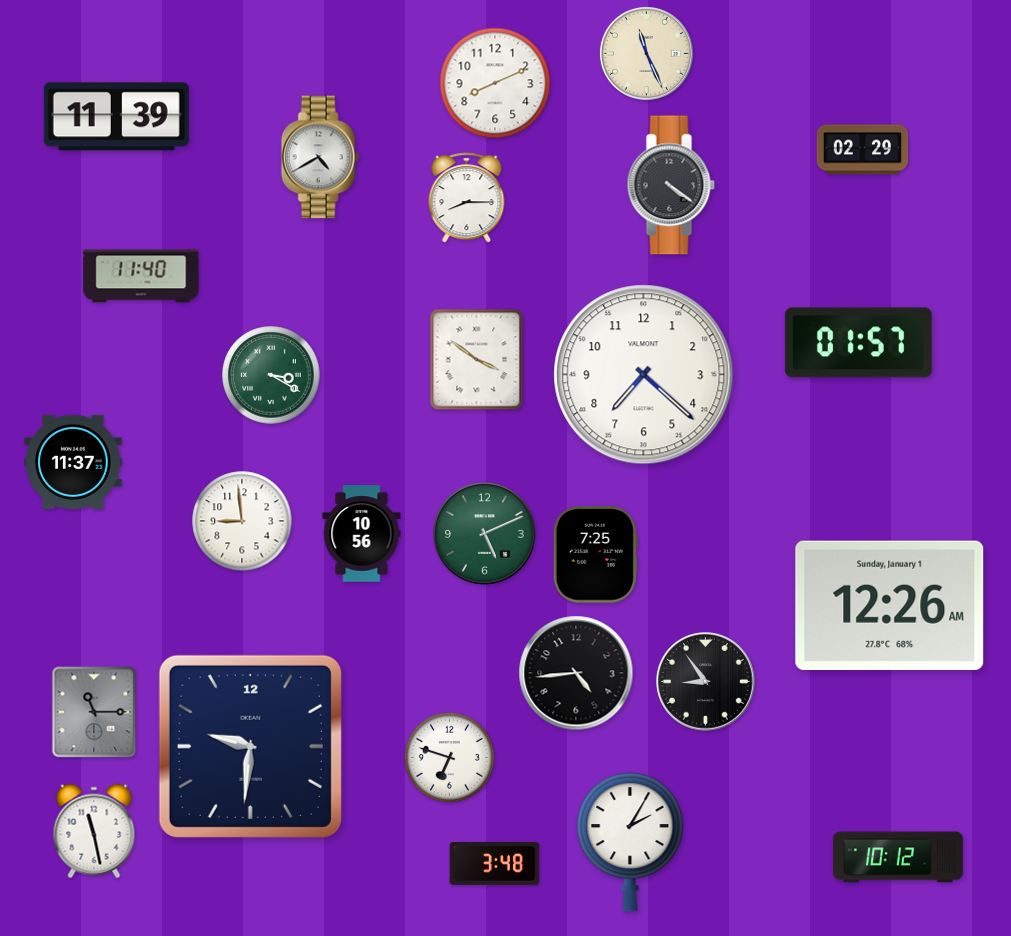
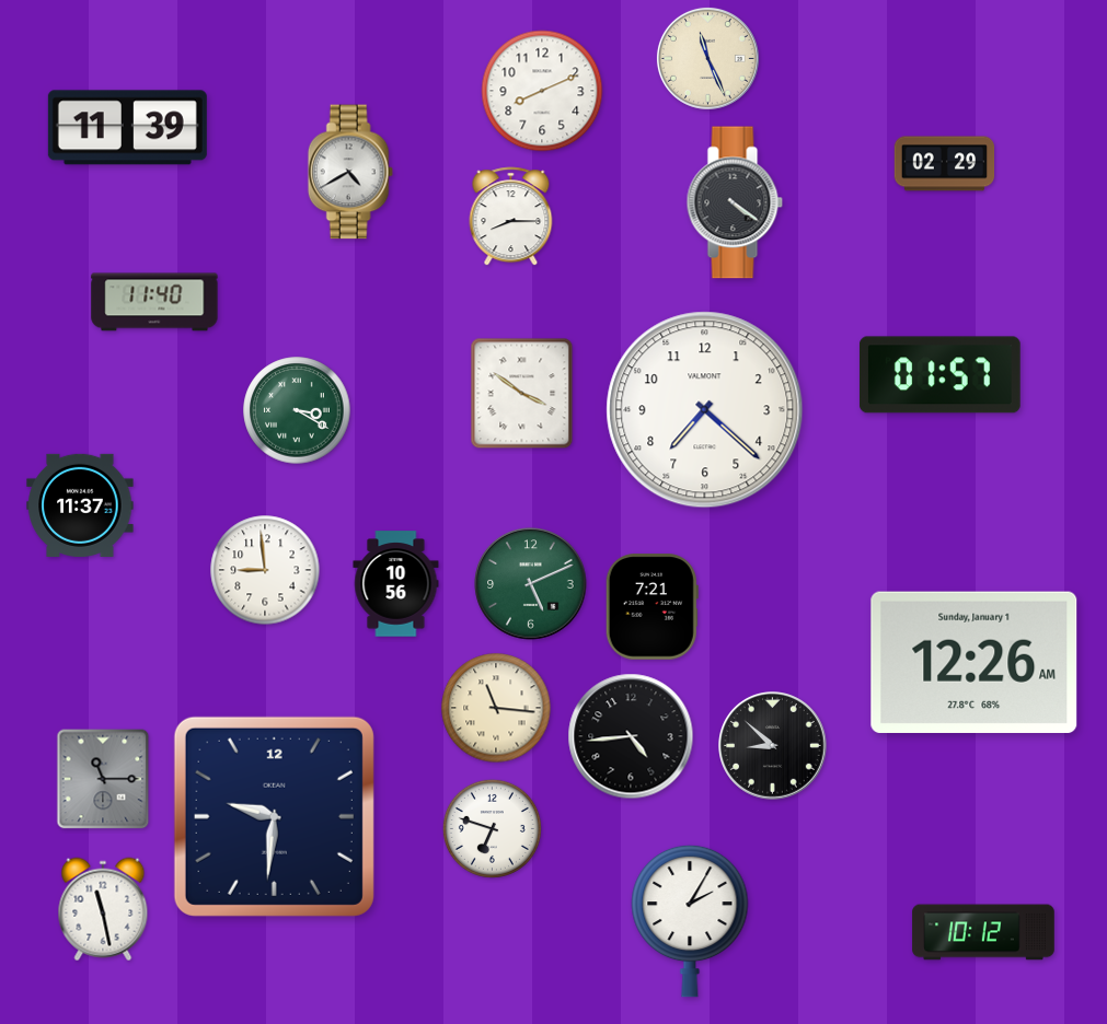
clock at (595, 555): 7:25 -> 7:21
clock at (496, 708): none -> 11:16
clock at (706, 682): 8:54 -> 8:52
clock at (898, 857) position: (898, 857) -> (983, 932)
clock at (495, 864): 3:48 -> none
